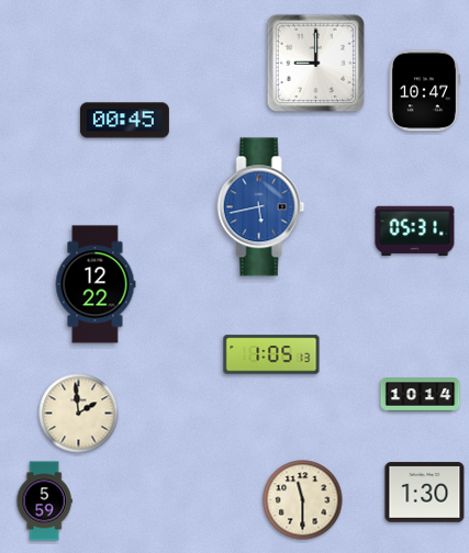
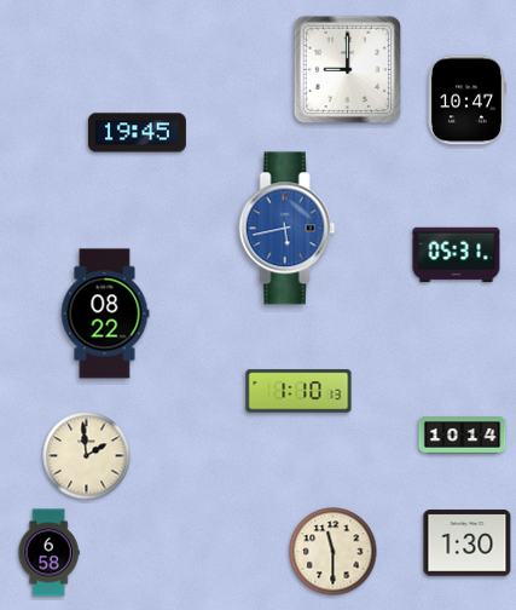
clock at (124, 121): 00:45 -> 19:45
clock at (96, 284): 12:22 -> 08:22
clock at (271, 354): 1:05 -> 1:10
clock at (44, 501): 5:59 -> 6:58
